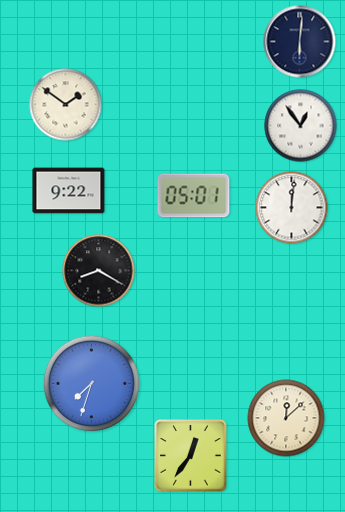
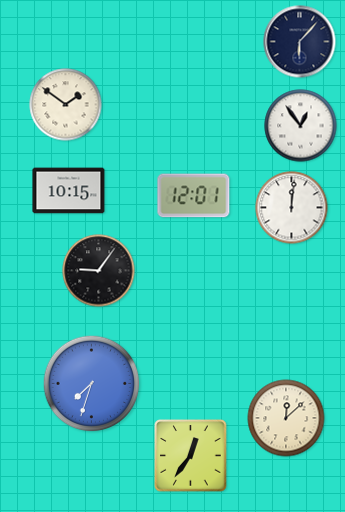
clock at (300, 42): 6:01 -> 6:07
clock at (69, 191): 9:22 -> 10:15
clock at (194, 196): 05:01 -> 12:01
clock at (99, 271): 8:20 -> 9:06
